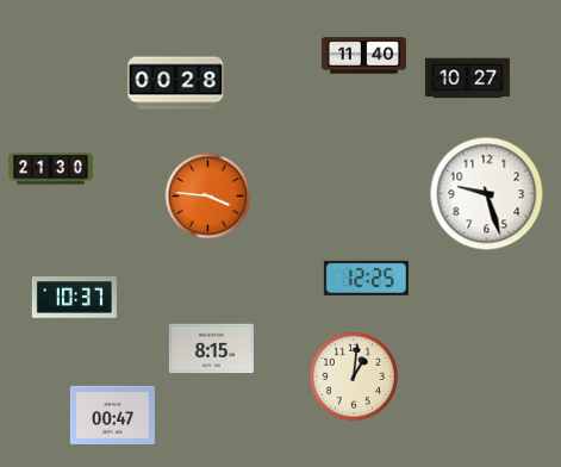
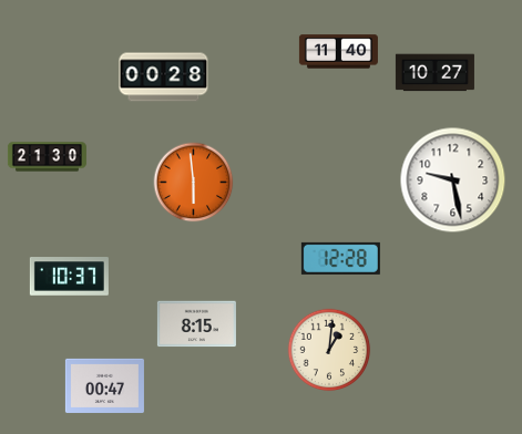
clock at (487, 194): 9:27 -> 9:28
clock at (208, 197): 3:46 -> 5:59
clock at (366, 278): 12:25 -> 12:28
